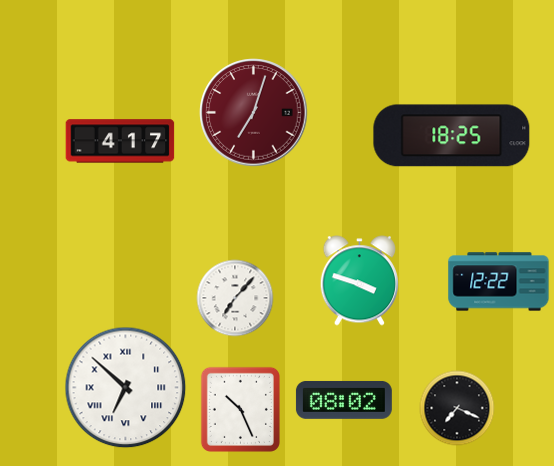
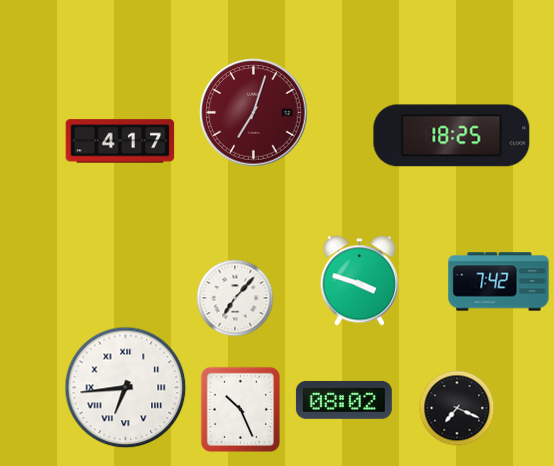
clock at (499, 282): 12:22 -> 7:42
clock at (126, 388): 6:52 -> 6:44
